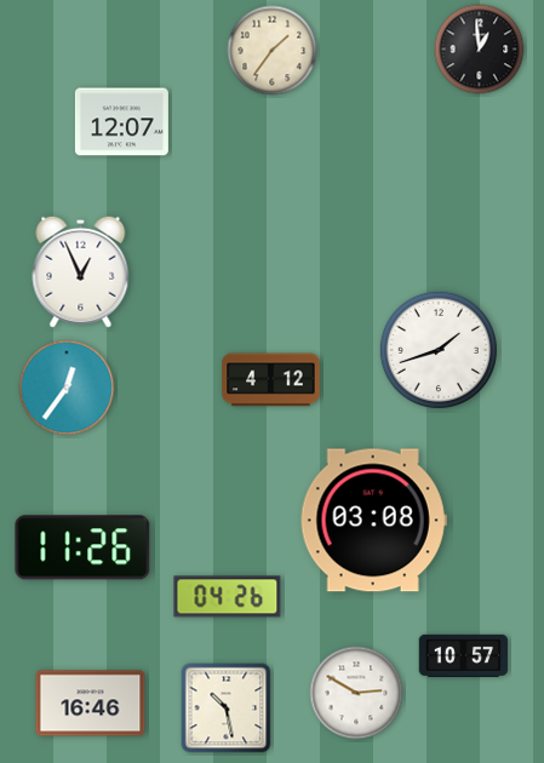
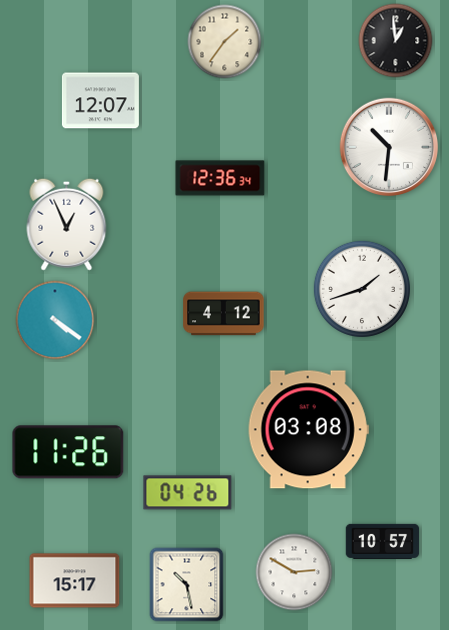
clock at (389, 147): none -> 10:31
clock at (220, 178): none -> 12:36
clock at (67, 388): 12:36 -> 4:21
clock at (91, 704): 16:46 -> 15:17
